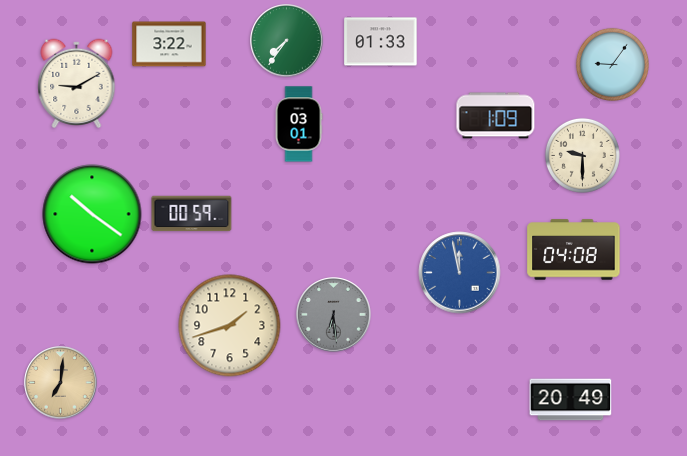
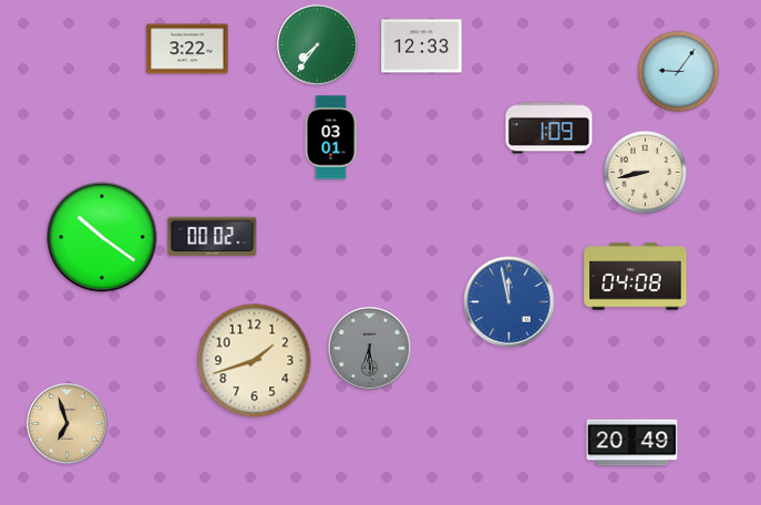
clock at (381, 42): 01:33 -> 12:33
clock at (77, 84): 9:10 -> none
clock at (582, 155): 9:30 -> 8:43
clock at (192, 214): 00:59 -> 00:02
clock at (61, 383): 7:01 -> 6:57
